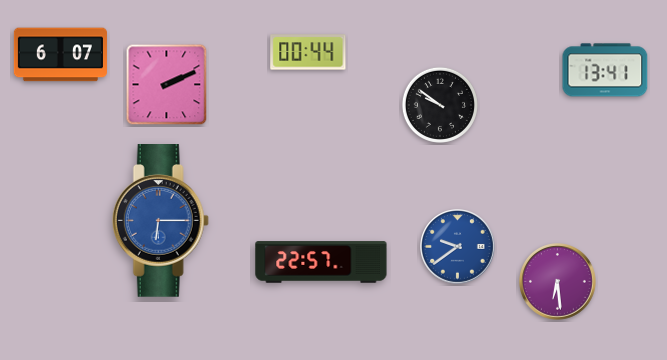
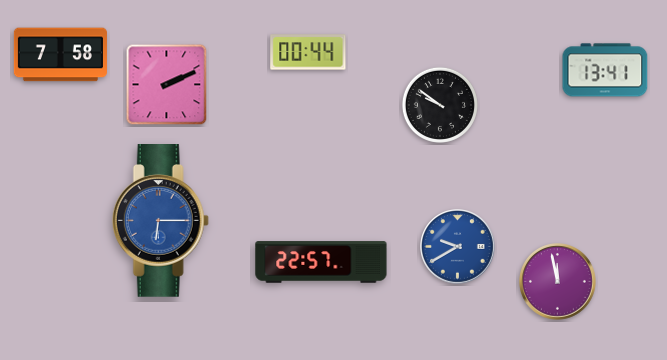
clock at (60, 55): 6:07 -> 7:58
clock at (458, 247): 9:39 -> 9:40
clock at (558, 282): 6:29 -> 11:58
